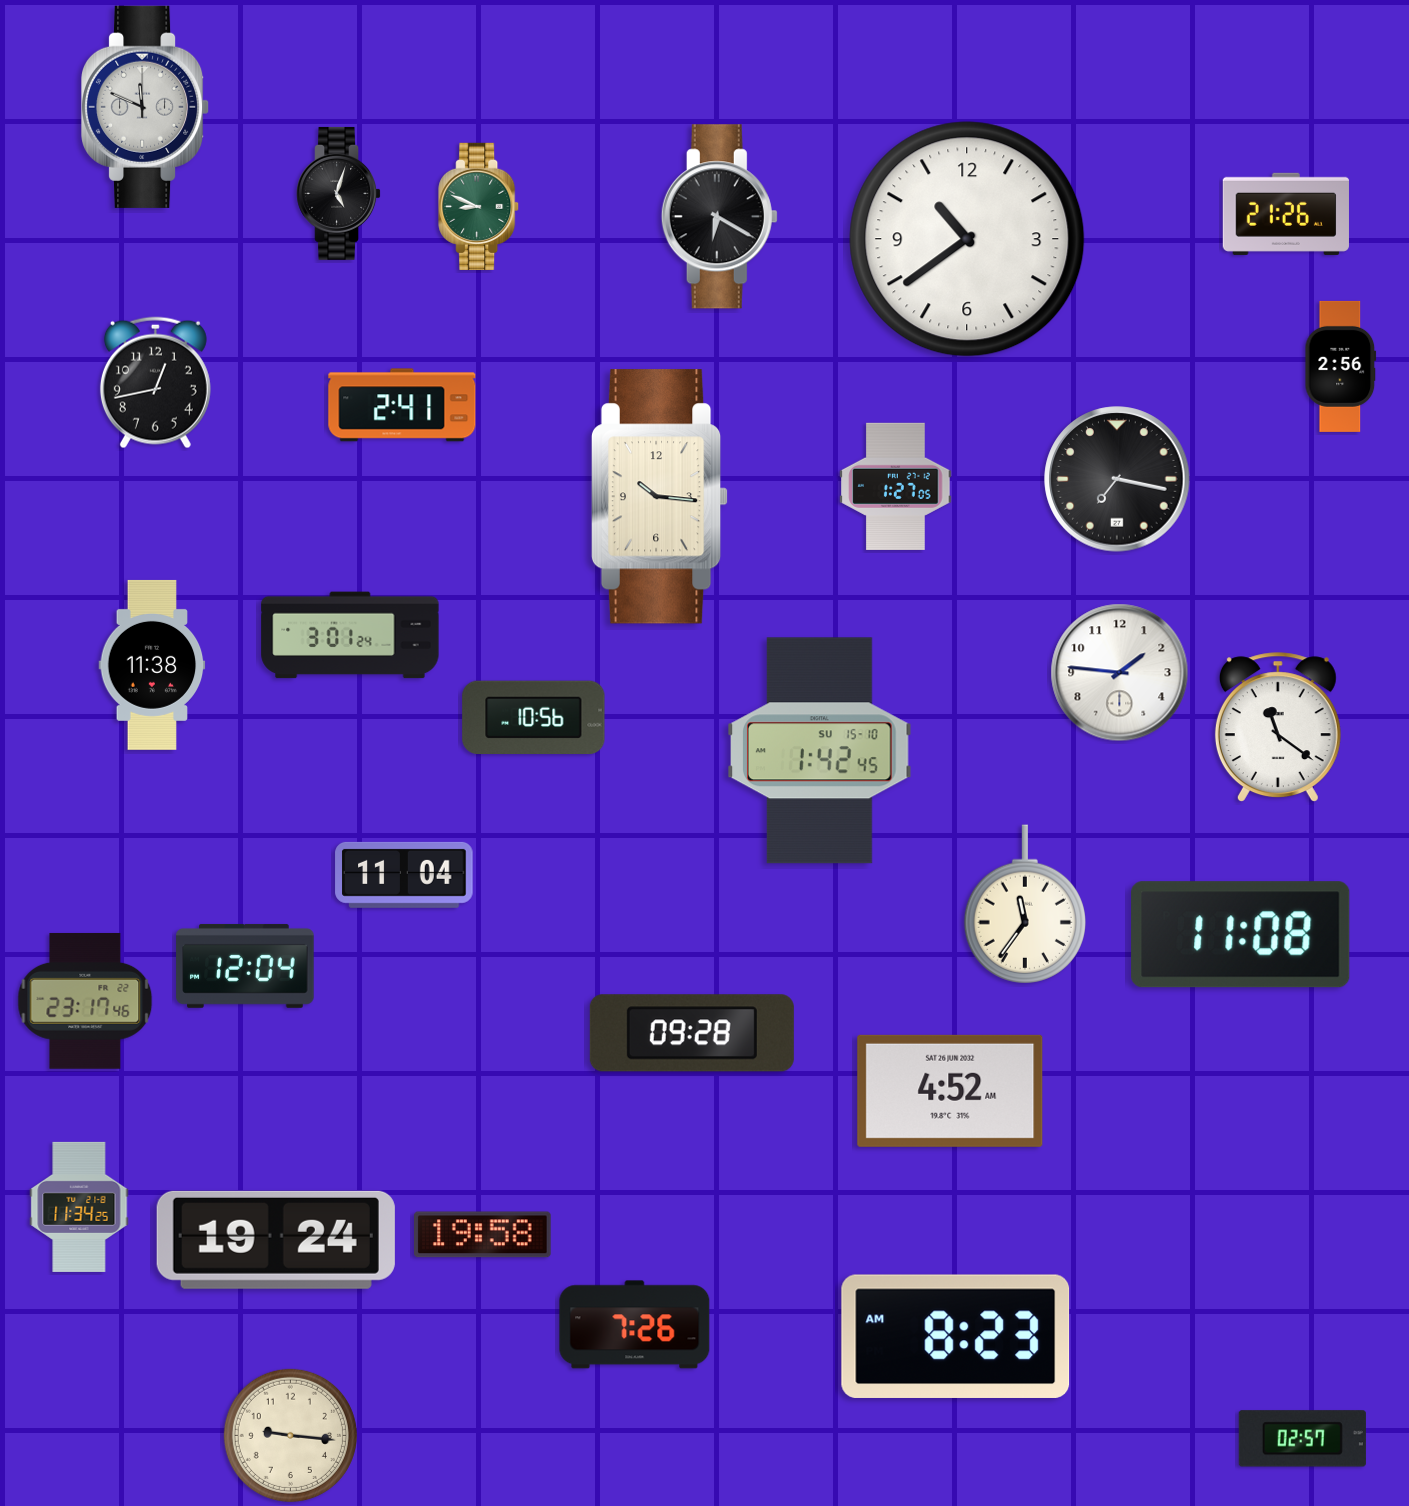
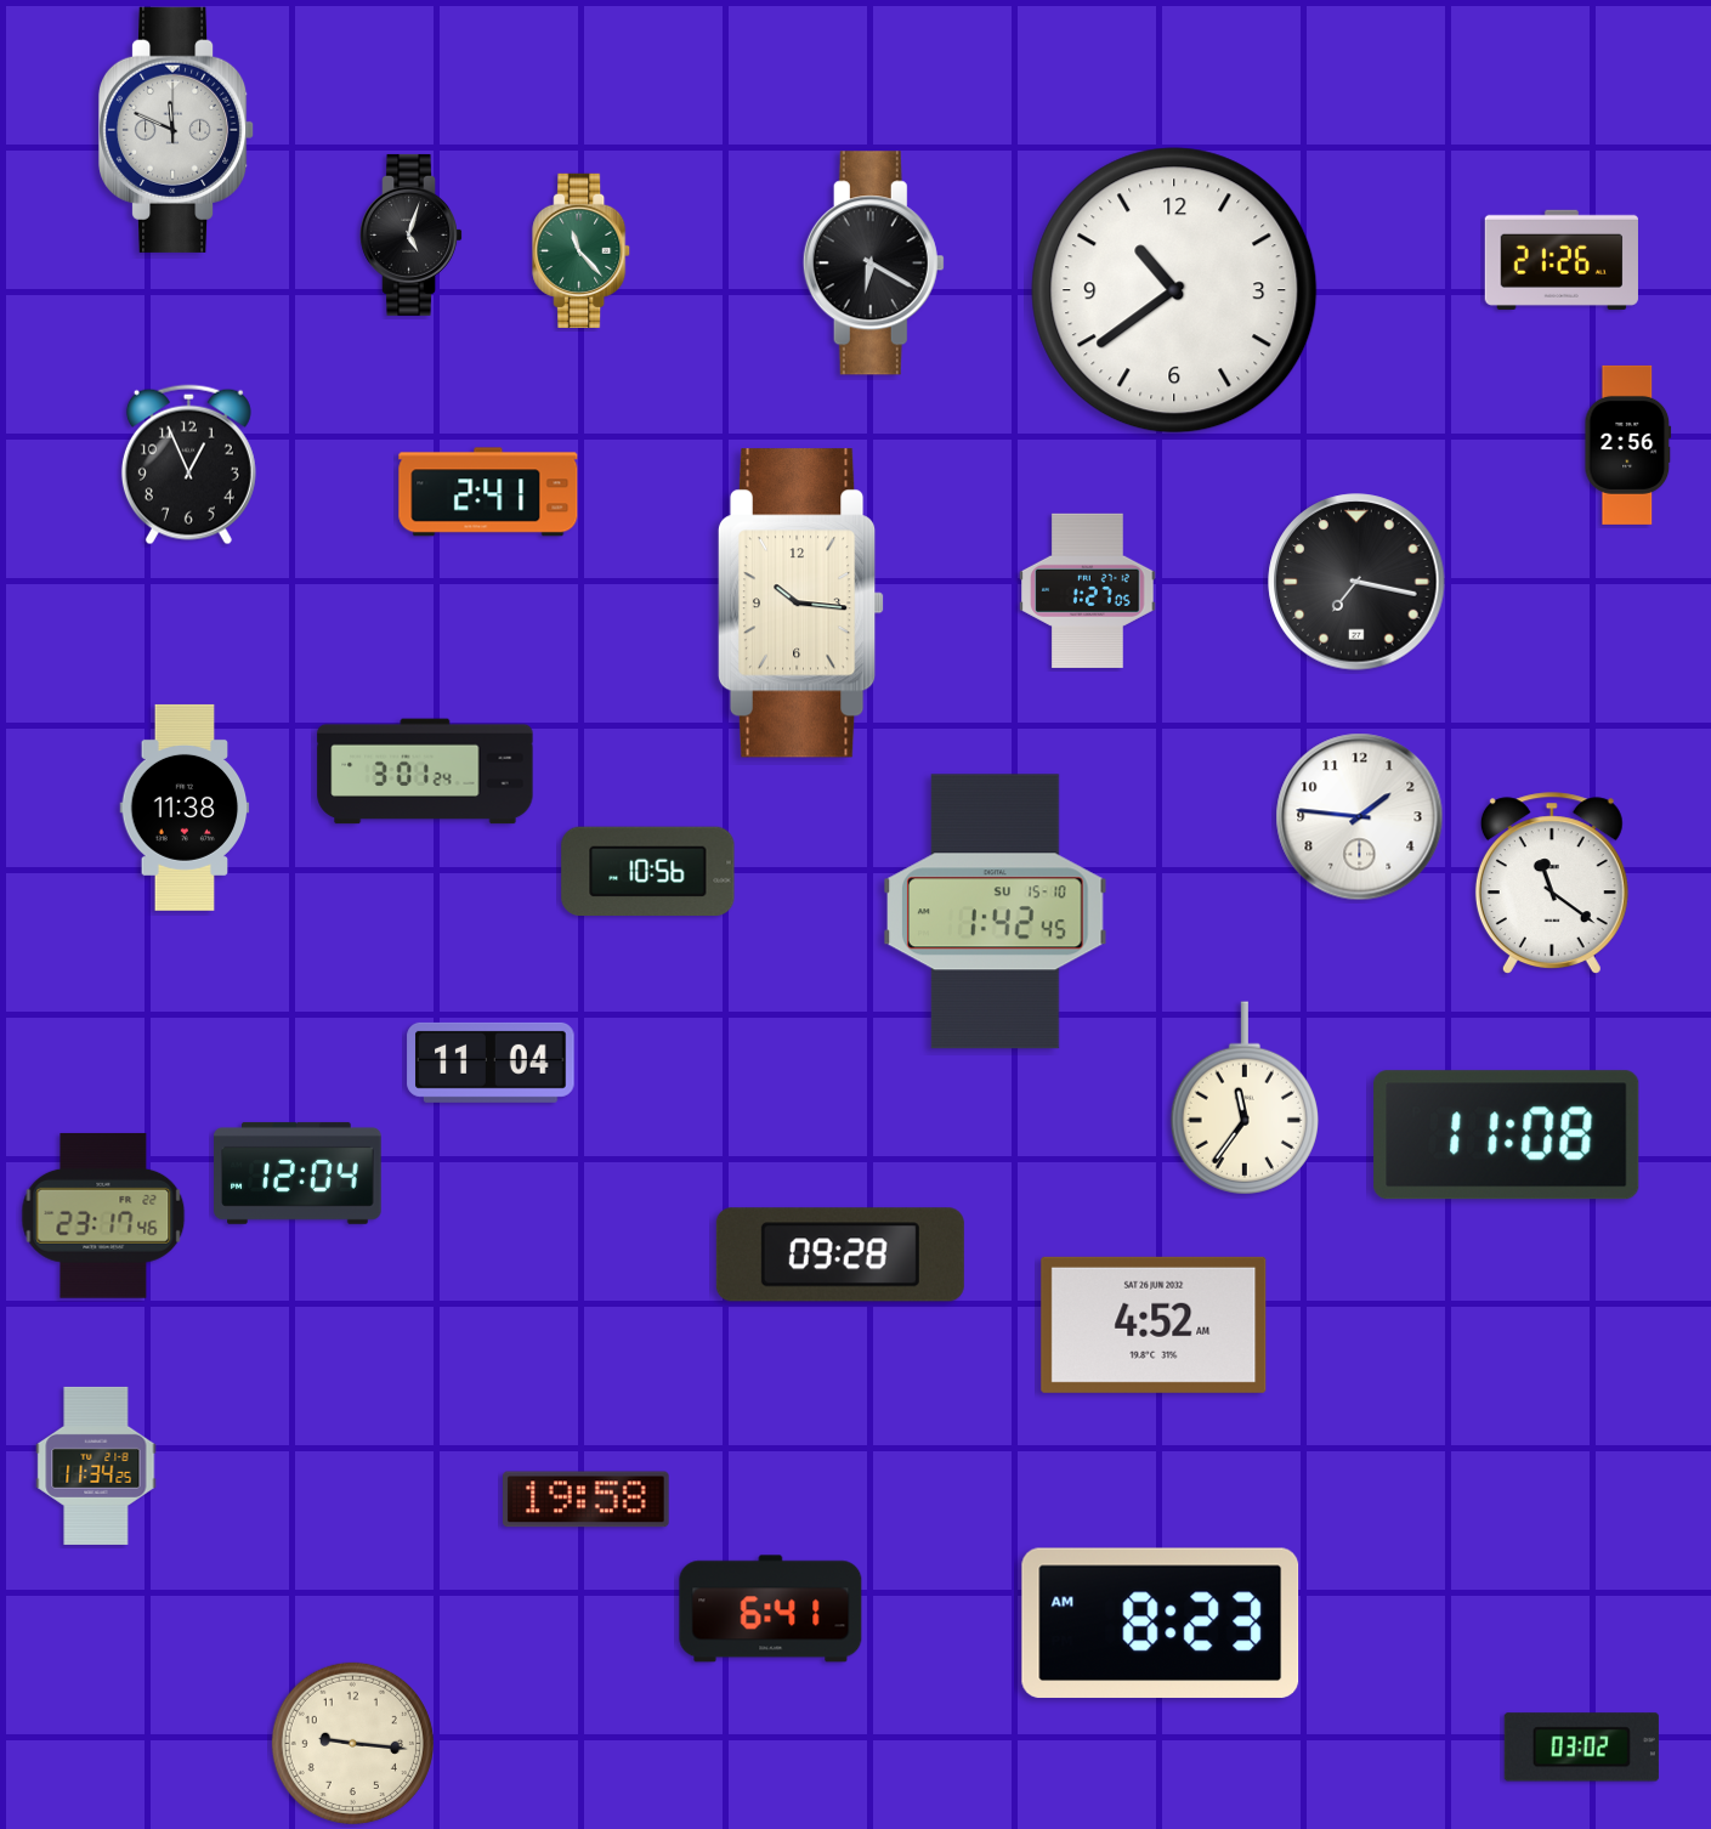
clock at (479, 206): 8:49 -> 11:23
clock at (155, 383): 12:43 -> 12:56
clock at (276, 1240): 19:24 -> none
clock at (635, 1325): 7:26 -> 6:41
clock at (1302, 1439): 02:57 -> 03:02
